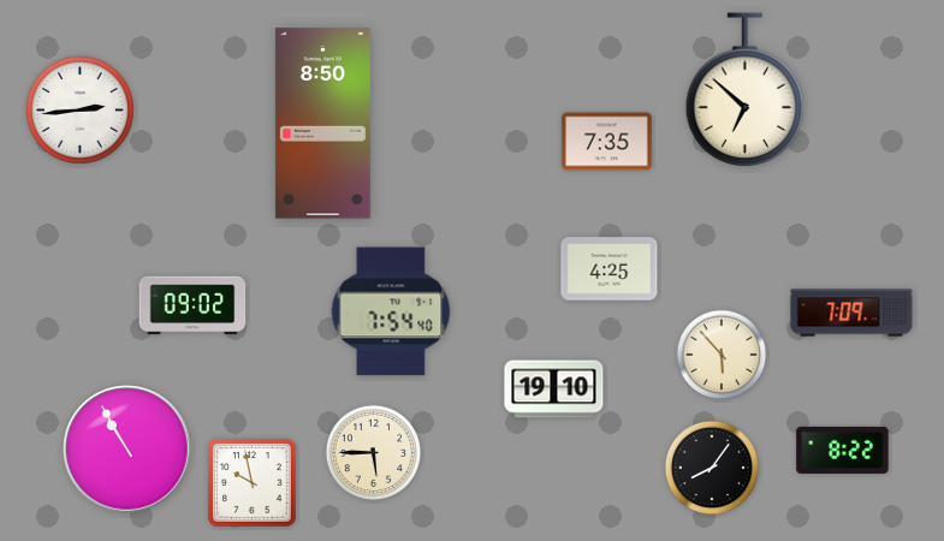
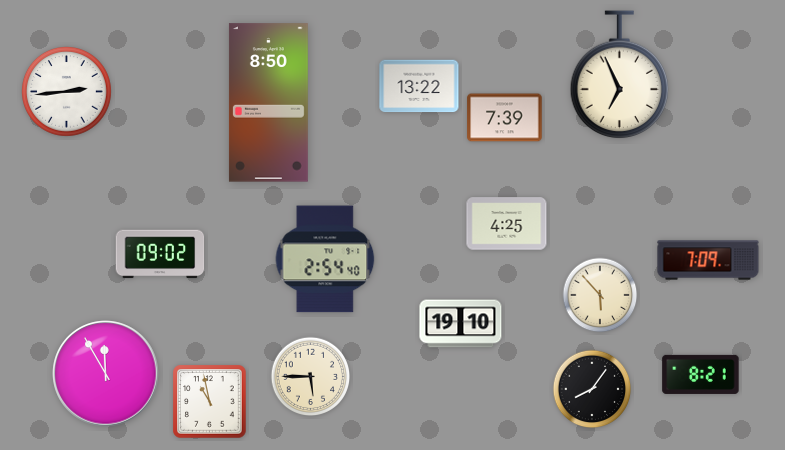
clock at (746, 90): 6:52 -> 6:56
clock at (419, 86): none -> 13:22
clock at (607, 142): 7:35 -> 7:39
clock at (391, 311): 7:54 -> 2:54
clock at (127, 450): 10:55 -> 11:55
clock at (843, 450): 8:22 -> 8:21
clock at (253, 483): 9:58 -> 10:58
